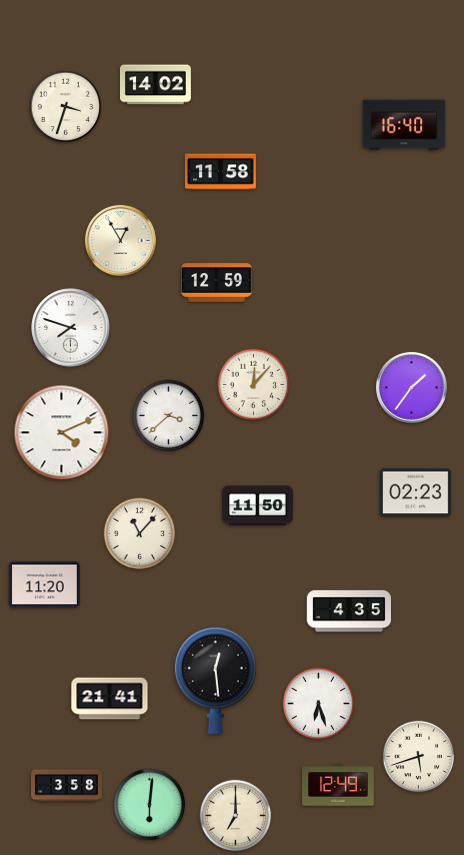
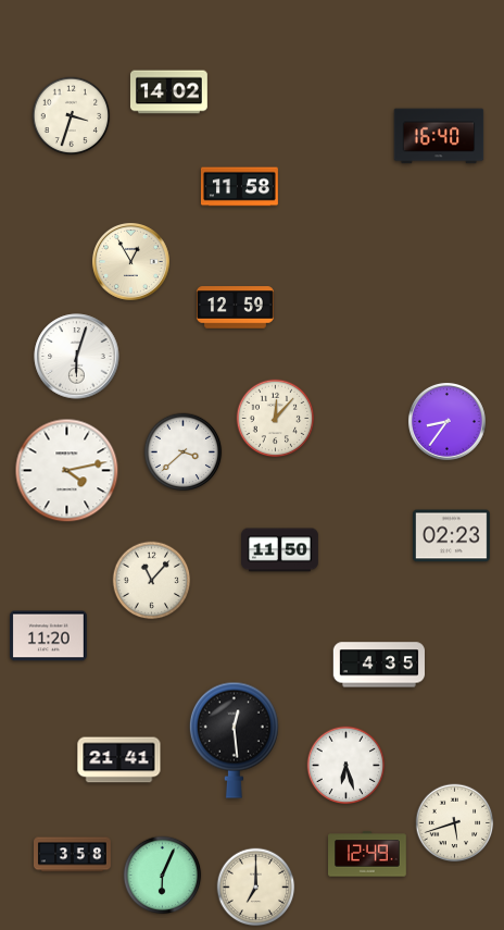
clock at (71, 328): 7:48 -> 6:03
clock at (411, 387): 1:36 -> 8:36
clock at (62, 433): 4:11 -> 4:13
clock at (150, 805): 6:01 -> 6:04
